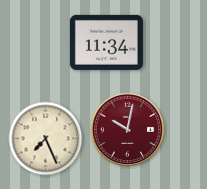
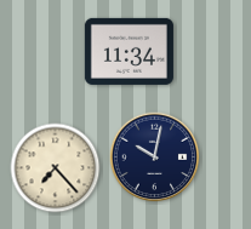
clock at (128, 130) dial: burgundy -> navy
clock at (46, 139): 7:26 -> 7:23
